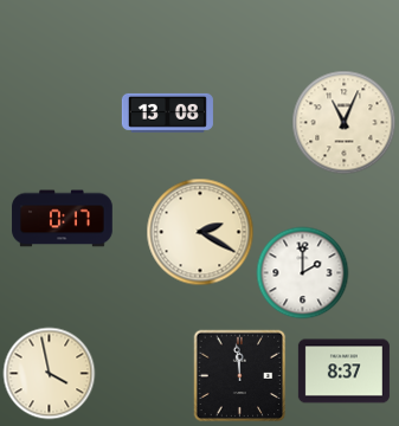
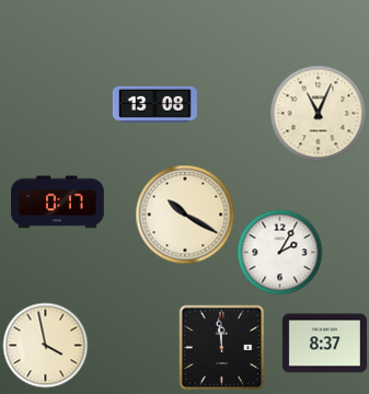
clock at (200, 232): 2:20 -> 10:20
clock at (302, 272): 2:00 -> 2:05
clock at (343, 372) position: (343, 372) -> (324, 344)
